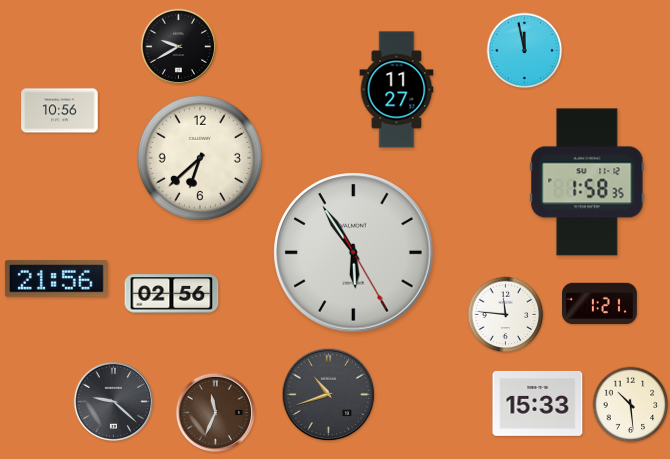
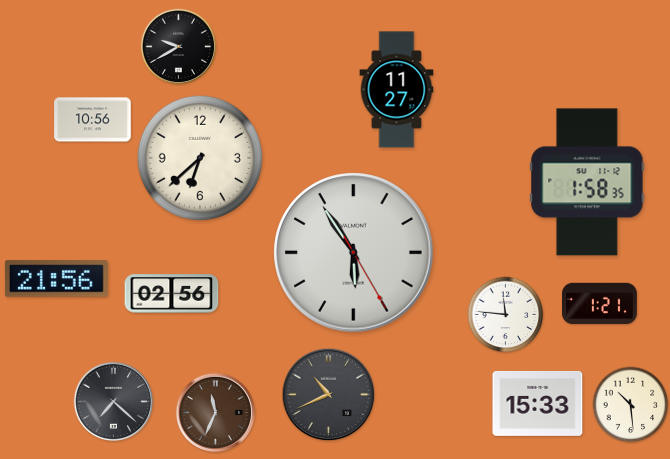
clock at (525, 51): 11:58 -> none
clock at (60, 111) position: (60, 111) -> (93, 120)
clock at (329, 395): 10:42 -> 10:41
clock at (114, 402): 9:22 -> 7:22
